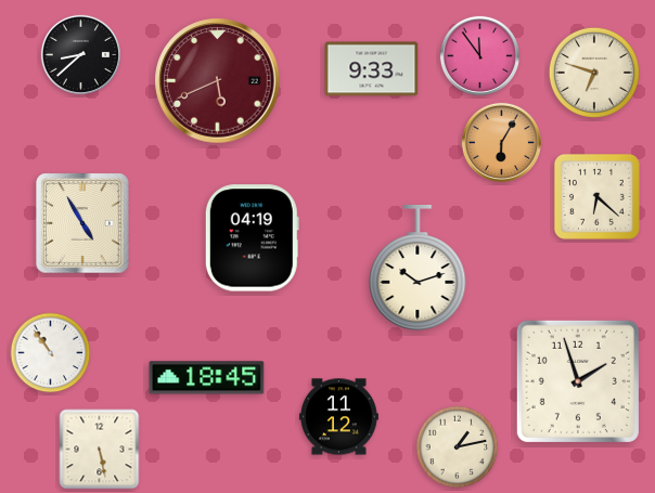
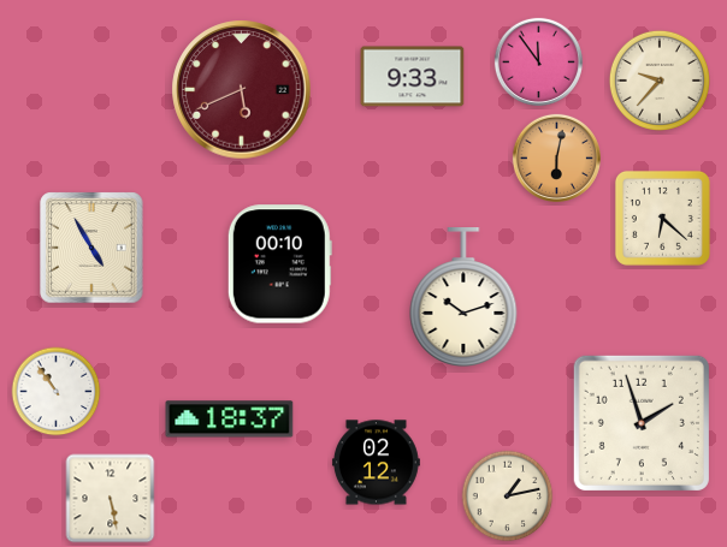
clock at (80, 54): 8:38 -> none
clock at (479, 55) position: (479, 55) -> (538, 61)
clock at (594, 73): 6:48 -> 9:37
clock at (501, 142): 6:05 -> 6:02
clock at (252, 238): 04:19 -> 00:10
clock at (207, 378): 18:45 -> 18:37
clock at (338, 417): 11:12 -> 02:12
